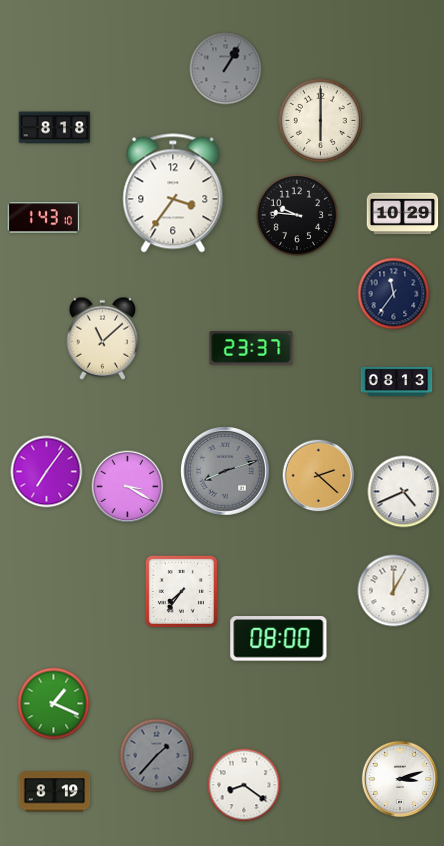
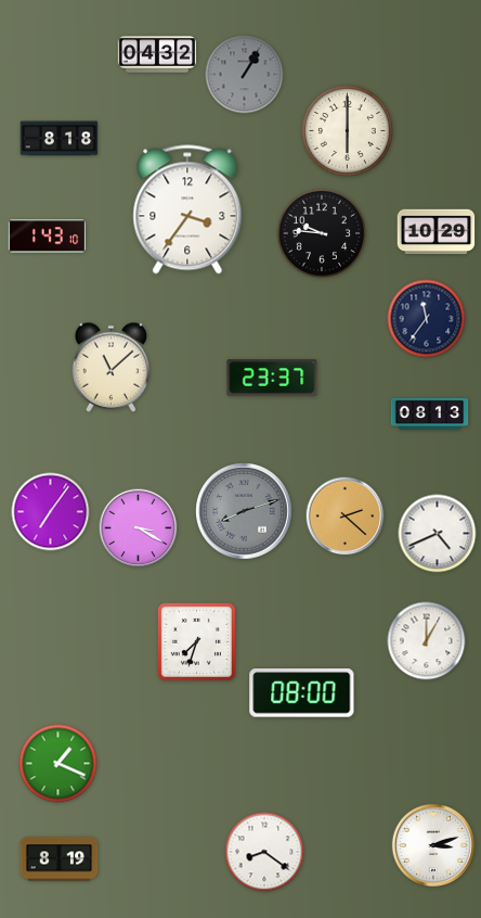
clock at (157, 54): none -> 04:32
clock at (181, 591): 7:36 -> 7:33
clock at (157, 756): 1:37 -> none
